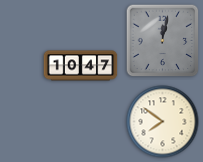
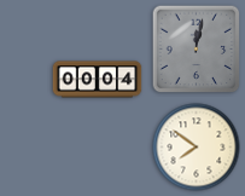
clock at (81, 66): 10:47 -> 00:04
